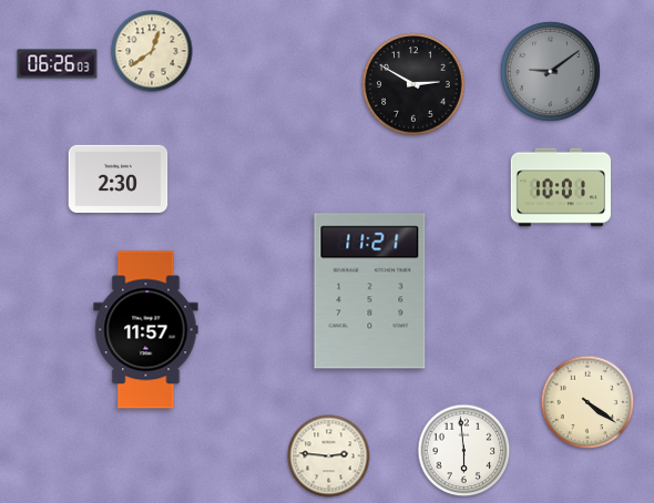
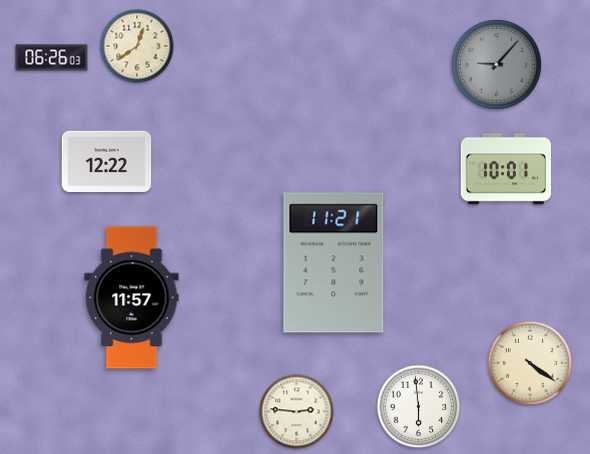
clock at (550, 71): 9:09 -> 9:07
clock at (413, 84): 2:50 -> none
clock at (119, 178): 2:30 -> 12:22
